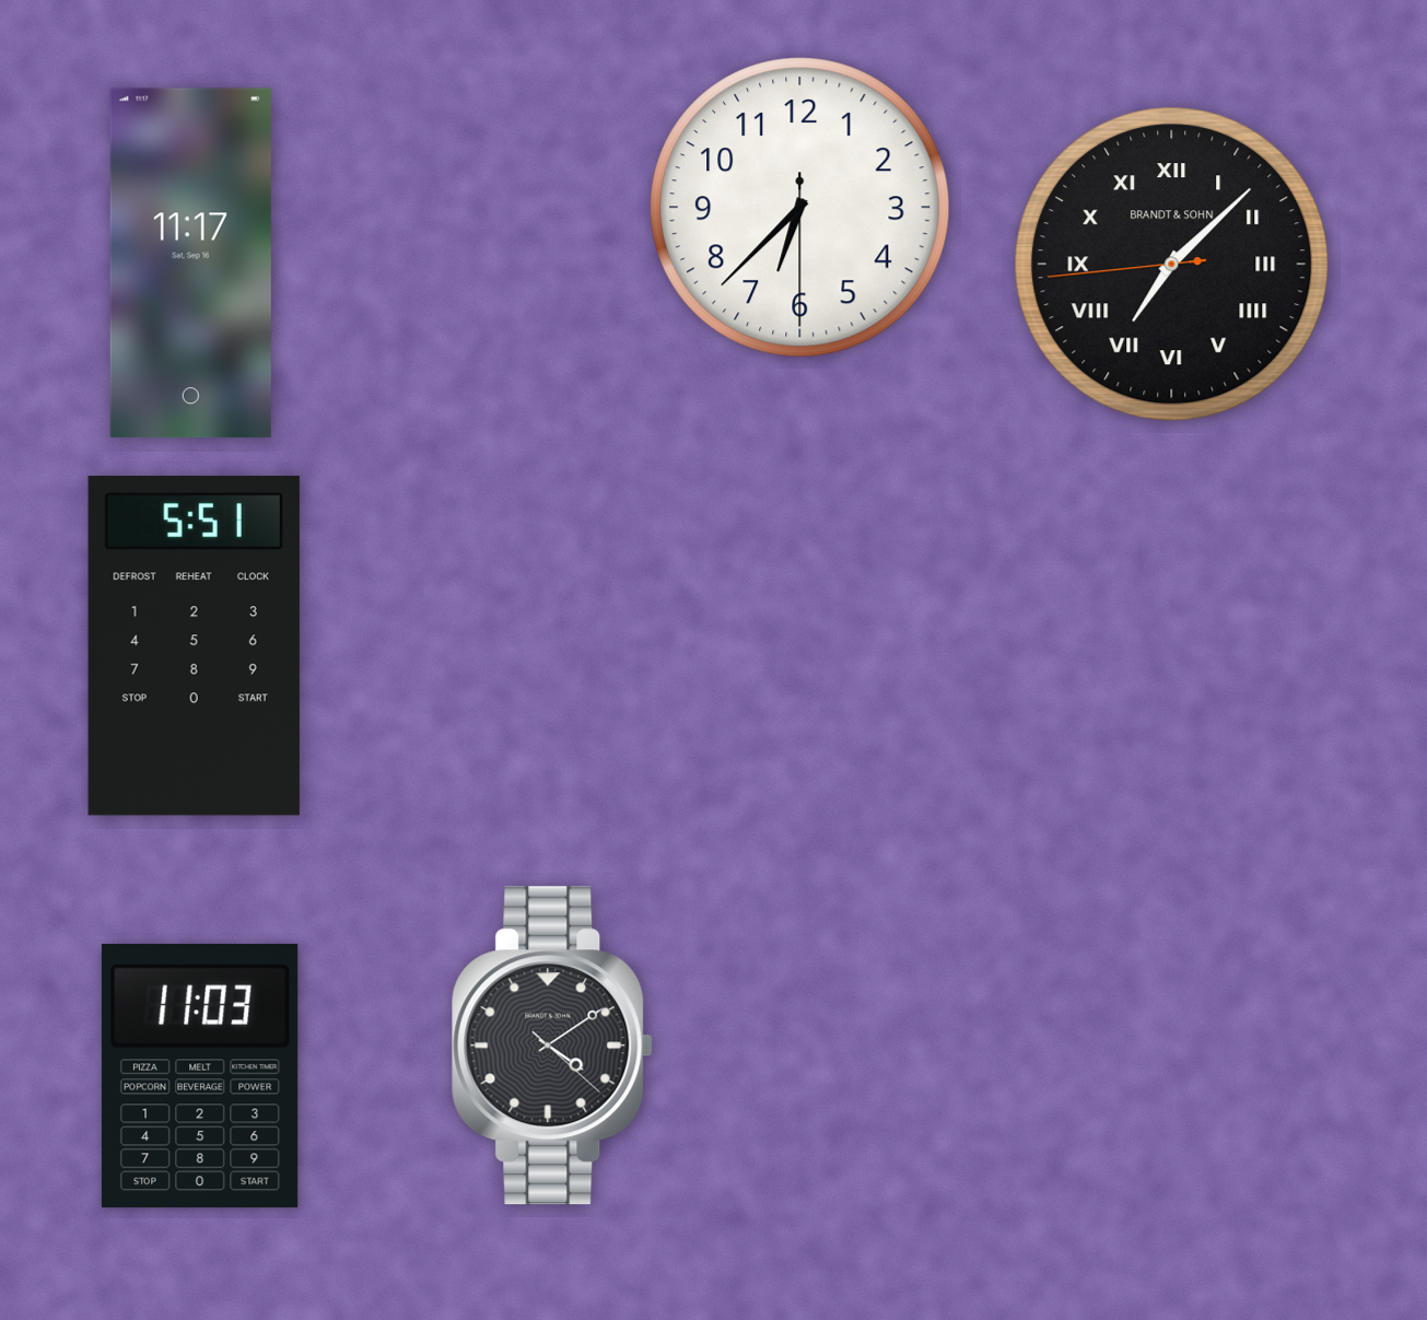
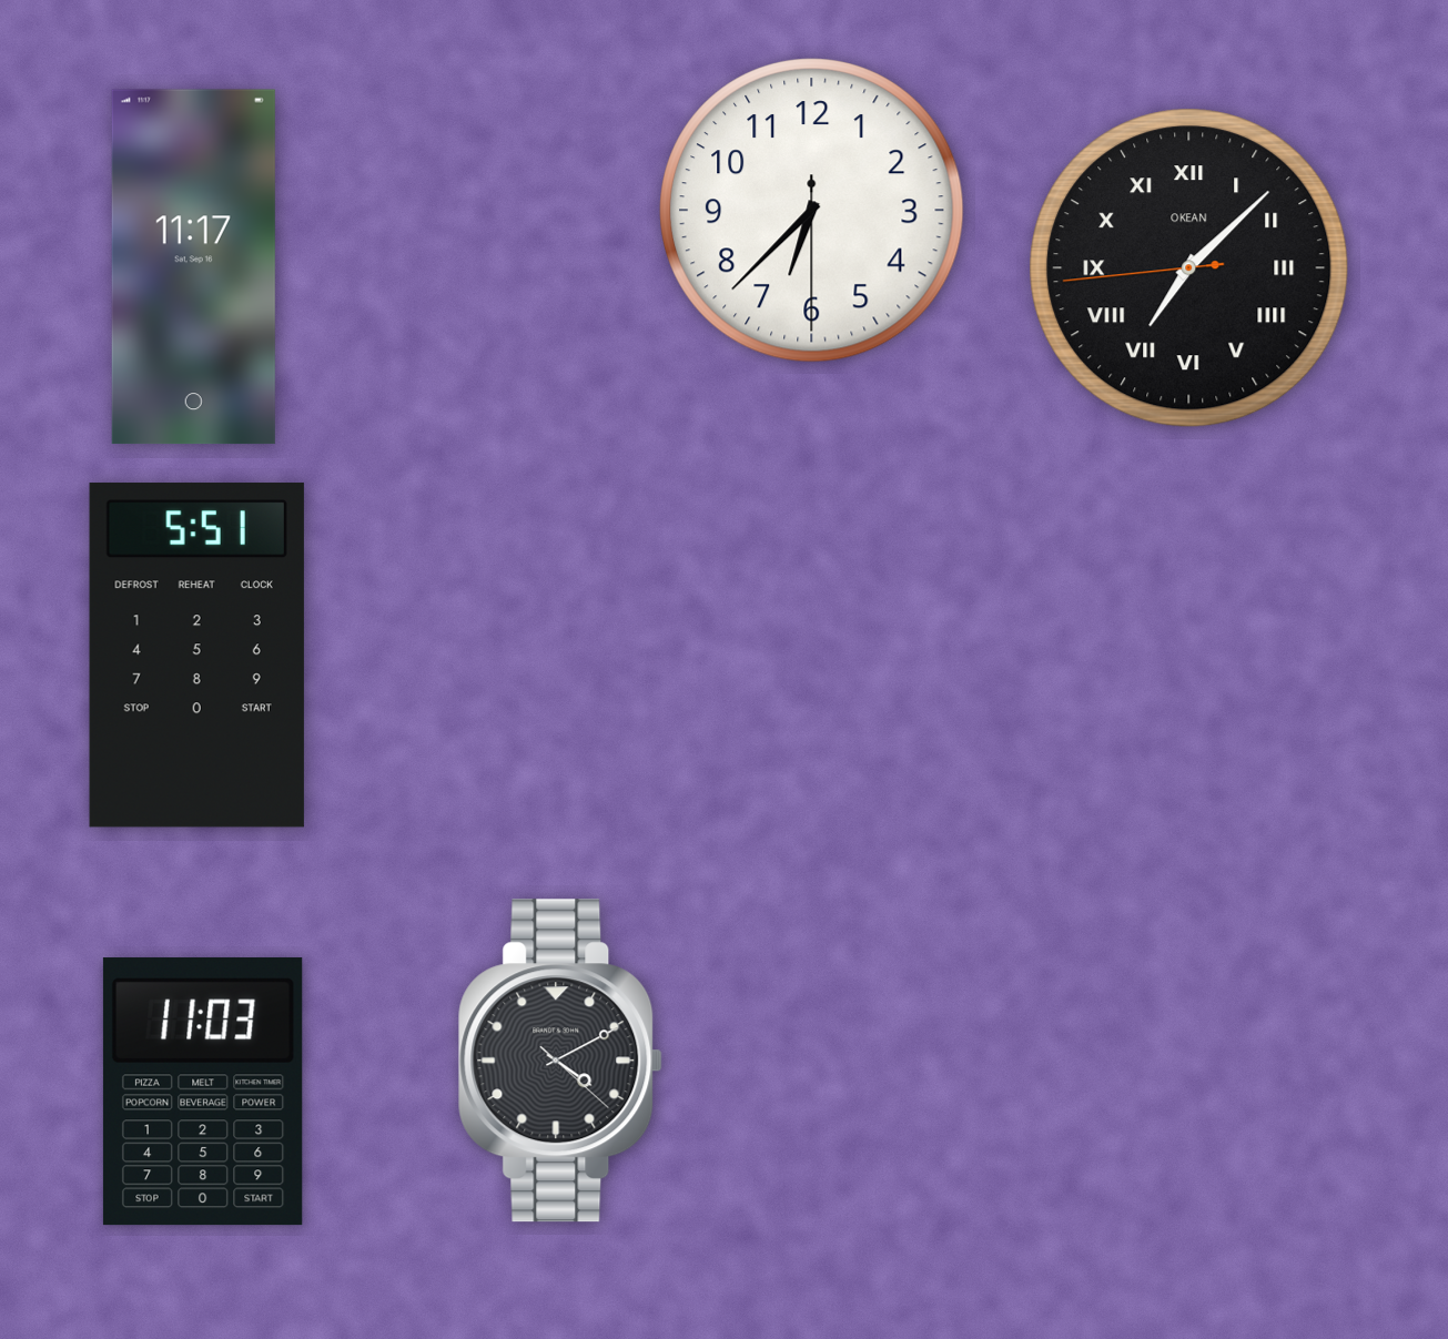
clock at (1172, 265) brand: BRANDT & SOHN -> OKEAN
clock at (552, 1046): 4:09 -> 4:10
